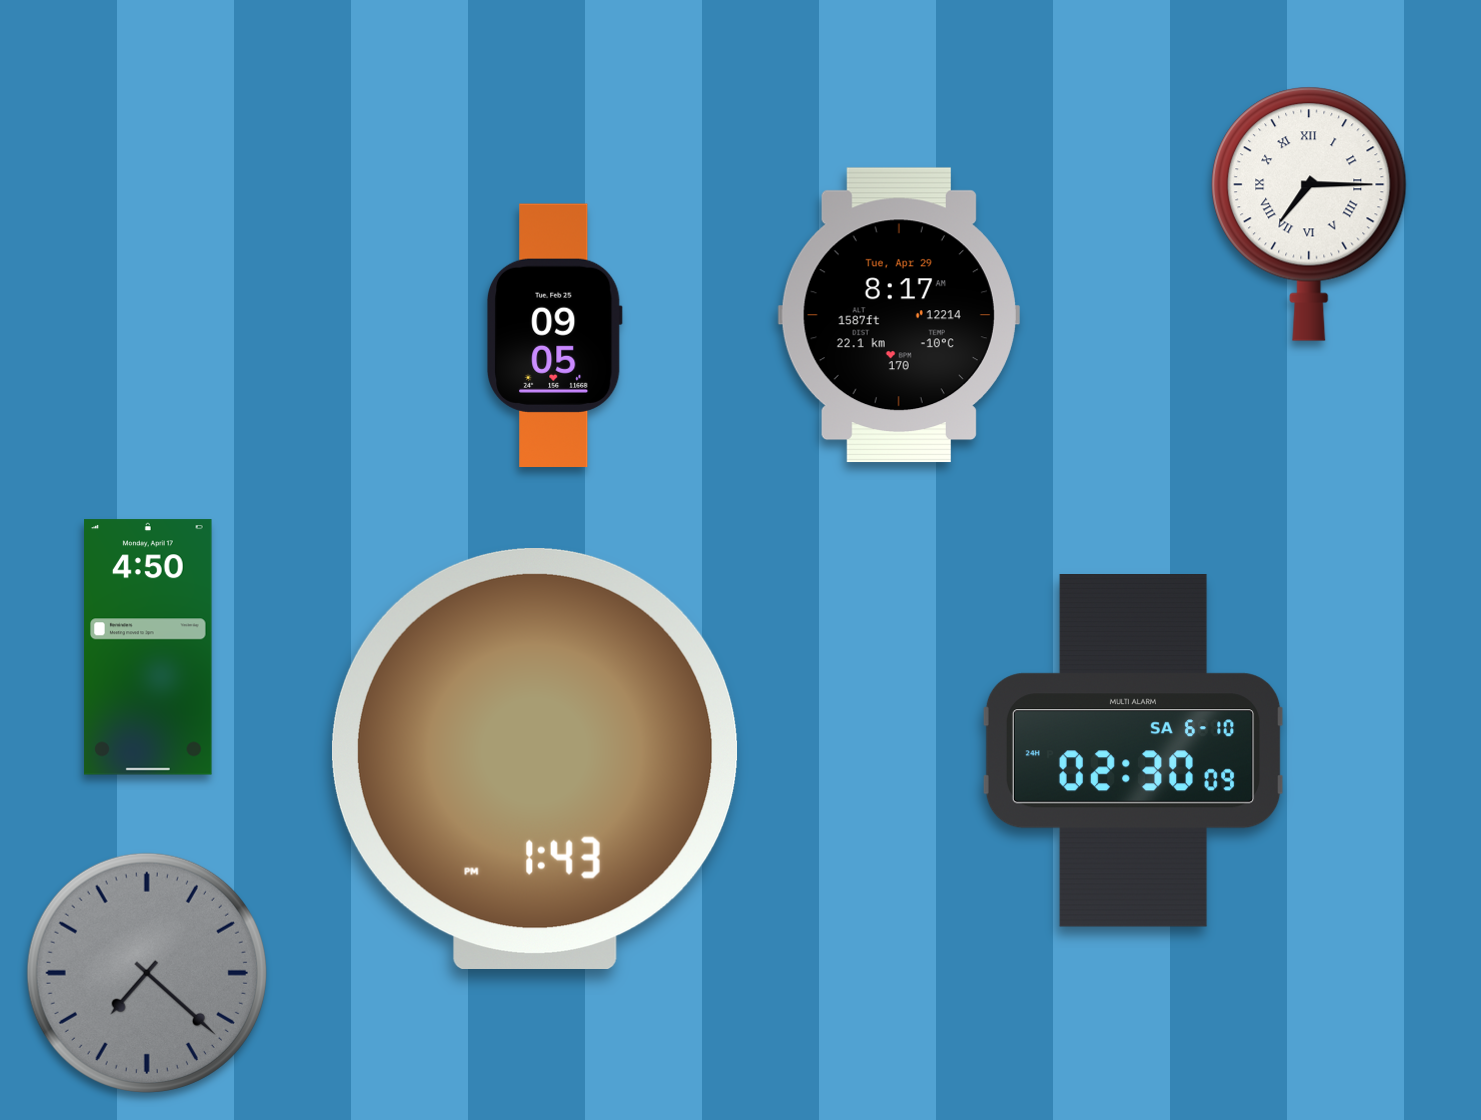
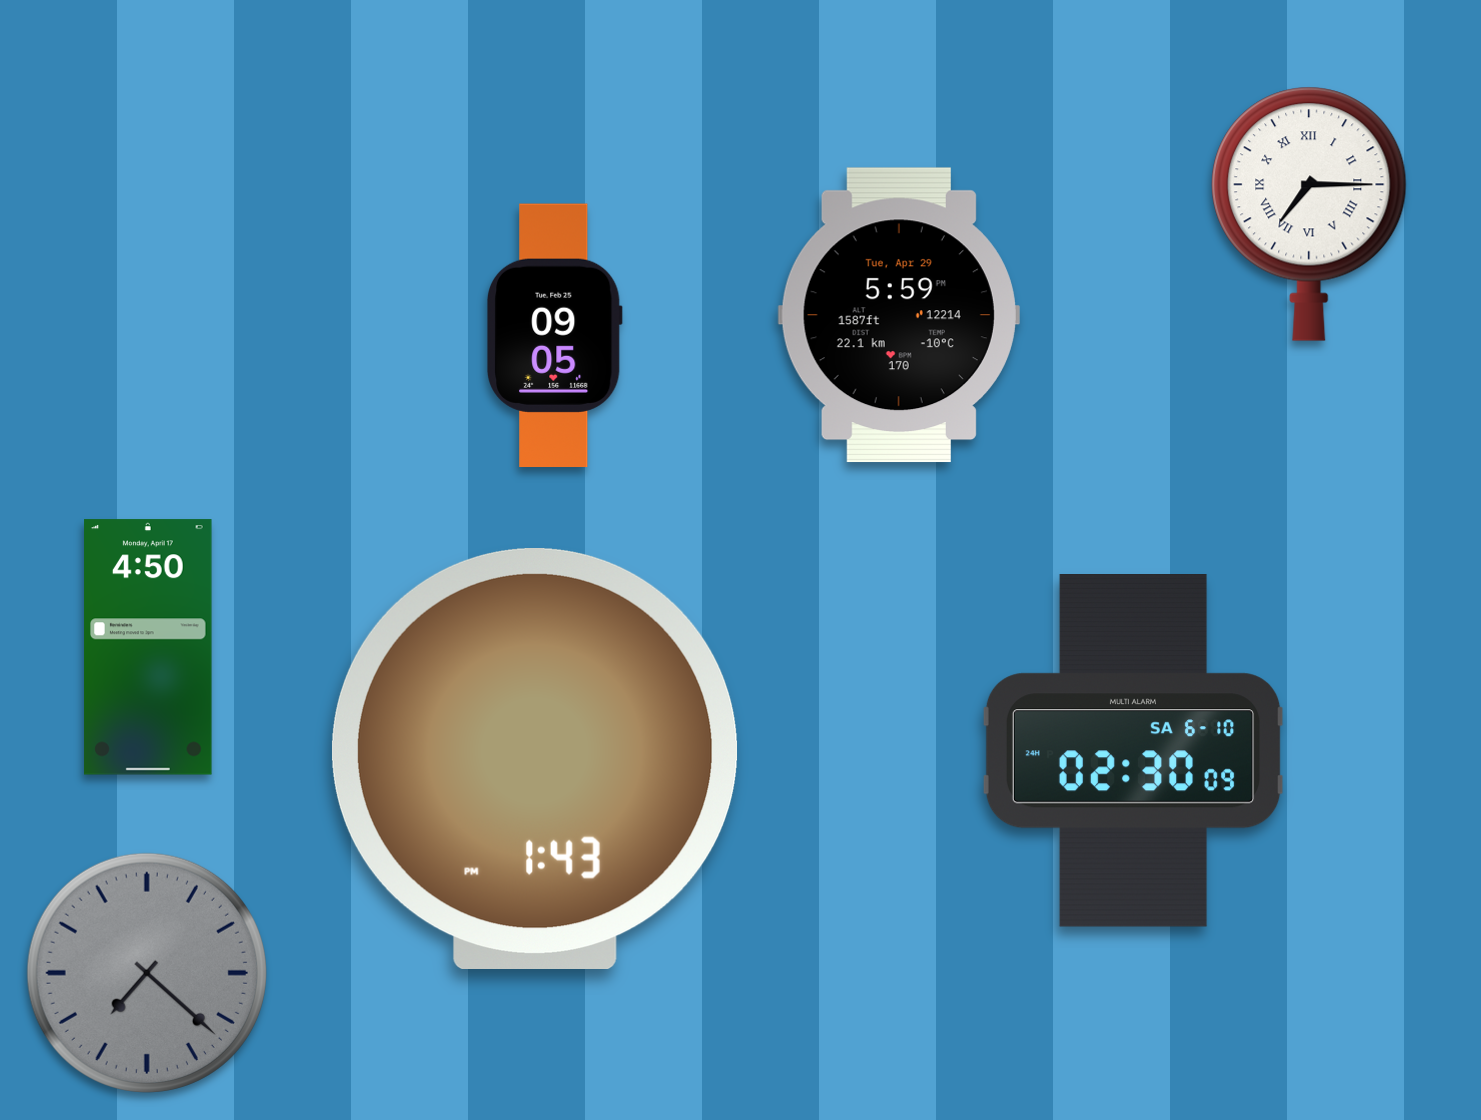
clock at (899, 315): 8:17 -> 5:59
